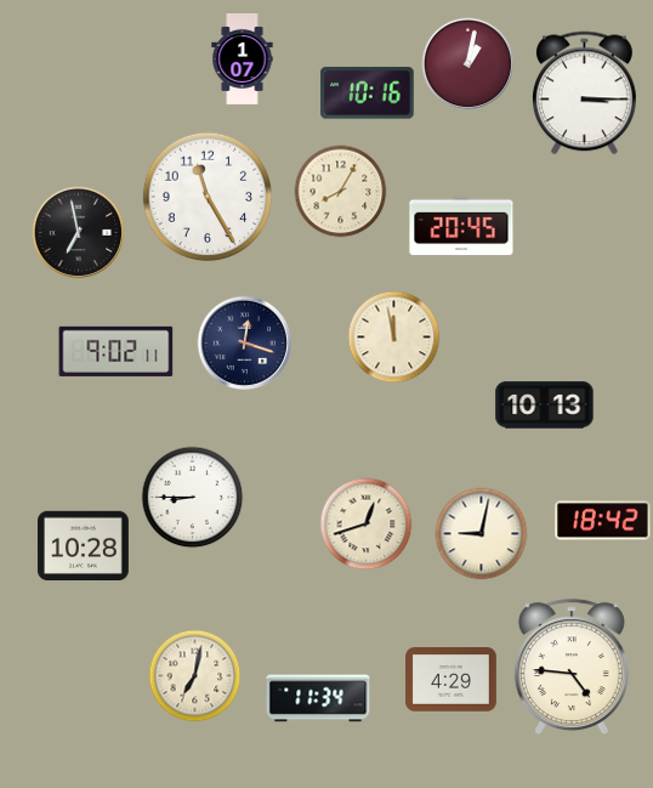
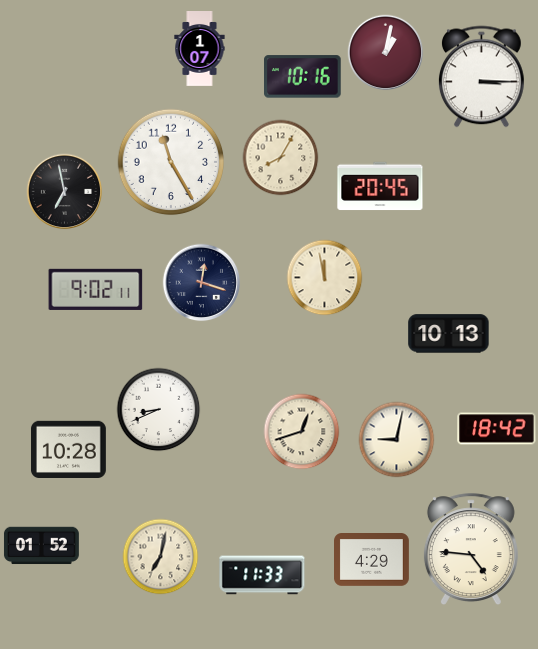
clock at (193, 498): 8:45 -> 8:41
clock at (41, 546): none -> 01:52
clock at (318, 698): 11:34 -> 11:33
